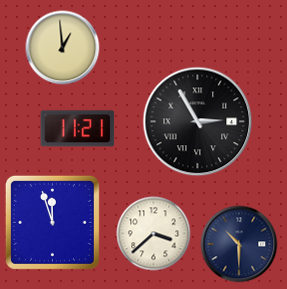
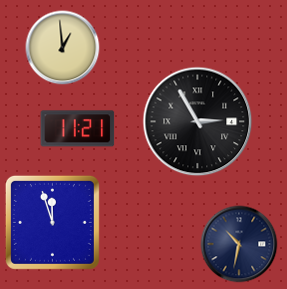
clock at (154, 234): 3:38 -> none
clock at (239, 244): 10:30 -> 10:32
